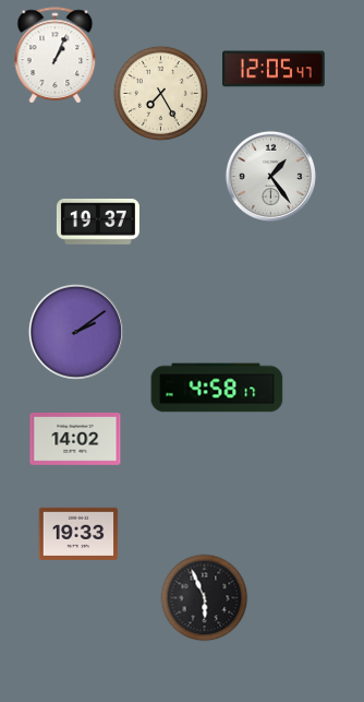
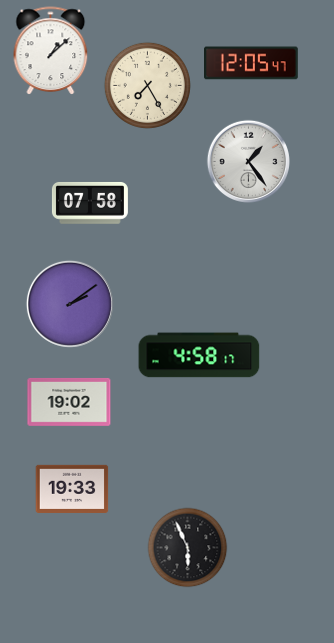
clock at (56, 55): 1:04 -> 1:08
clock at (98, 222): 19:37 -> 07:58
clock at (75, 439): 14:02 -> 19:02
